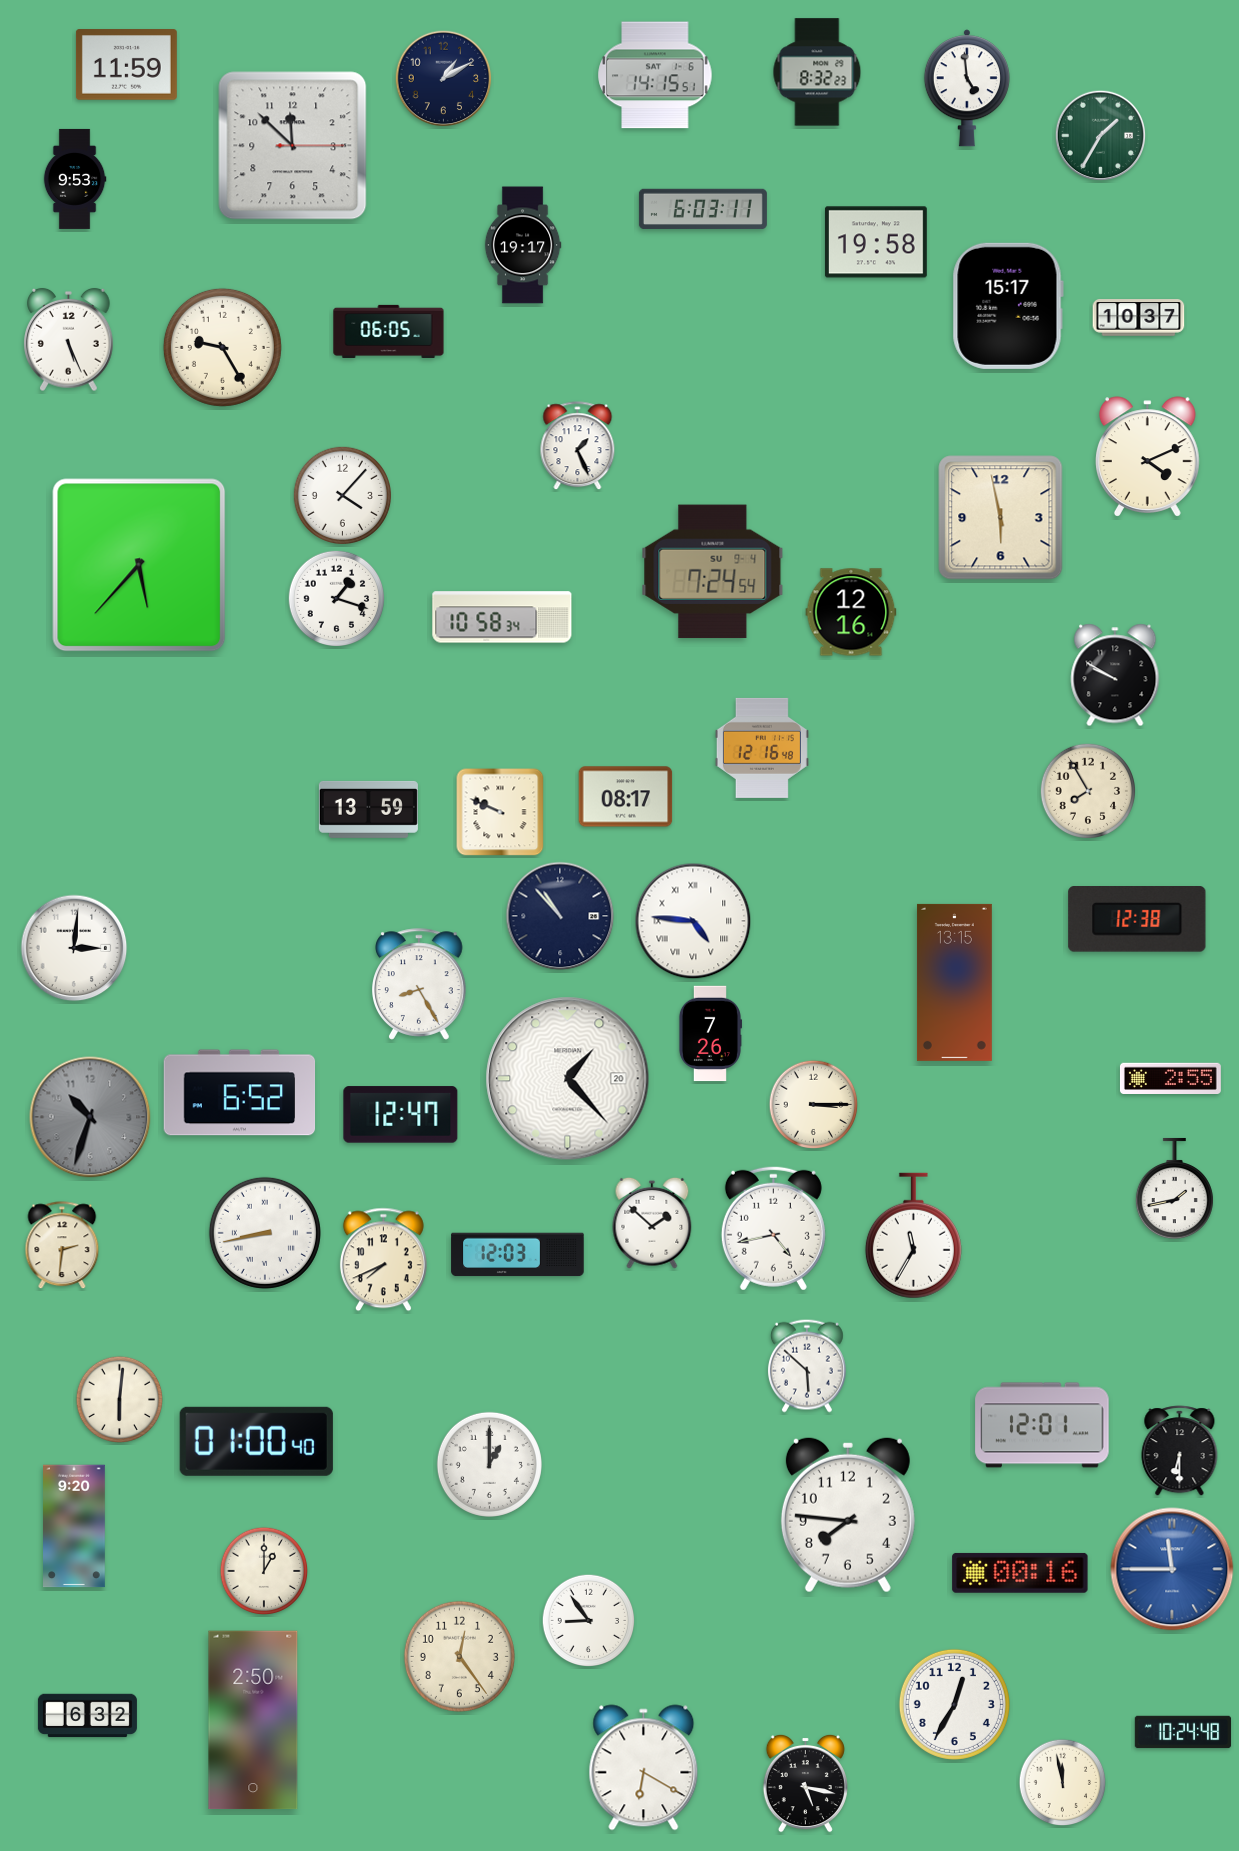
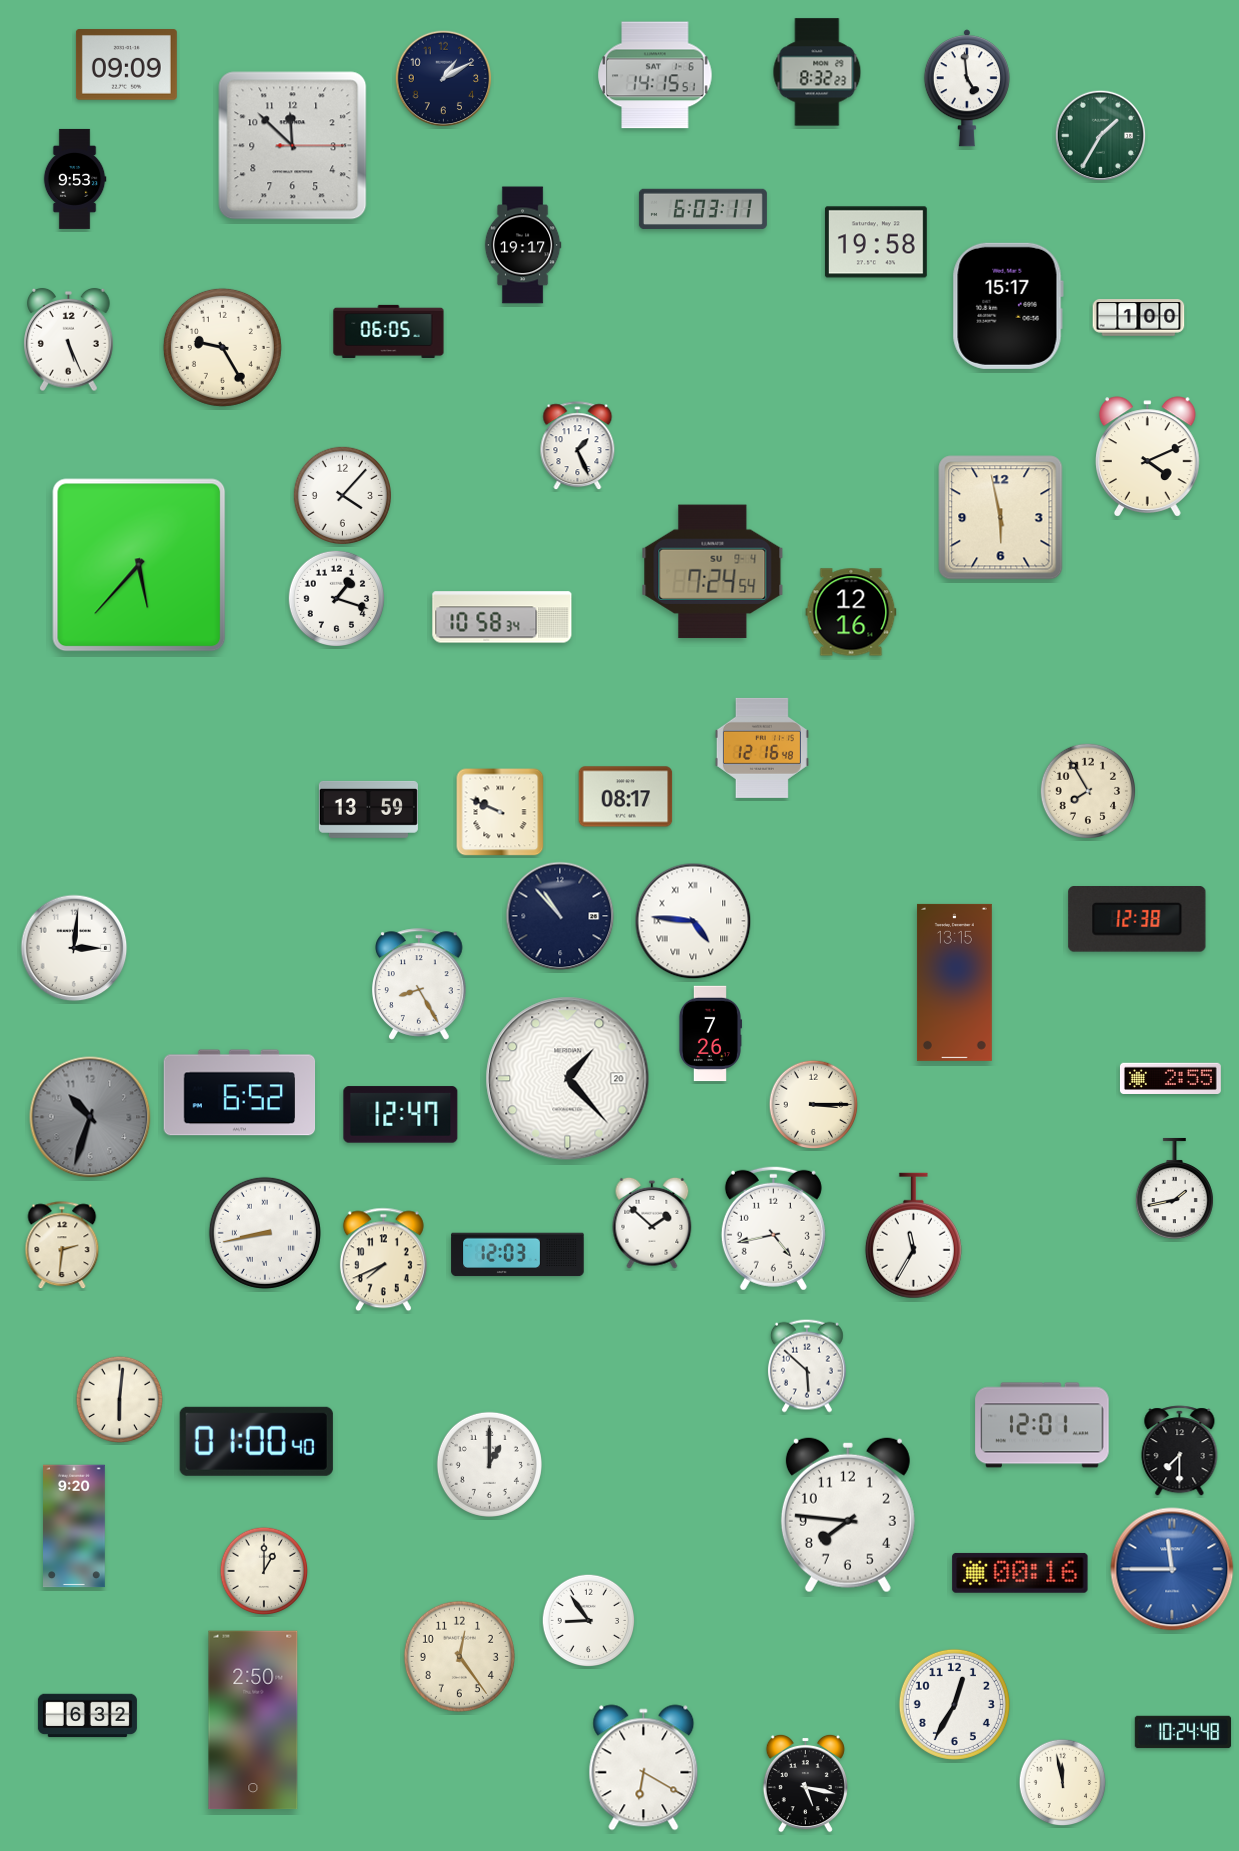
clock at (126, 65): 11:59 -> 09:09
clock at (1139, 318): 10:37 -> 1:00
clock at (1115, 675): 9:50 -> none
clock at (1180, 1451): 6:30 -> 7:30
